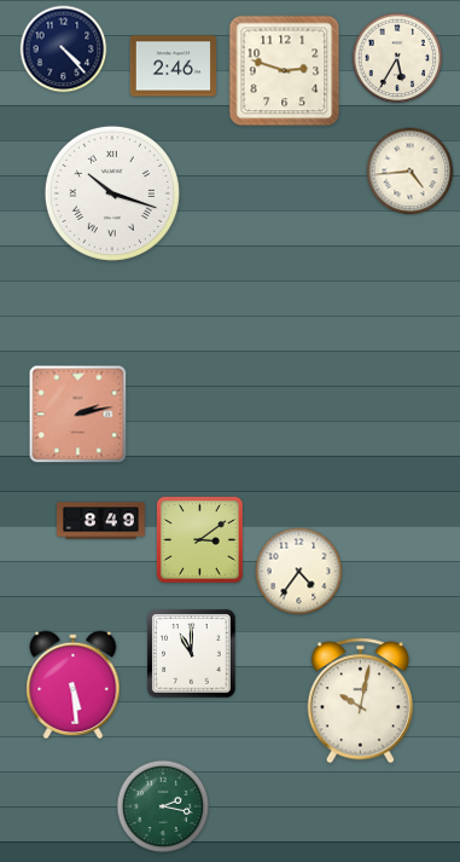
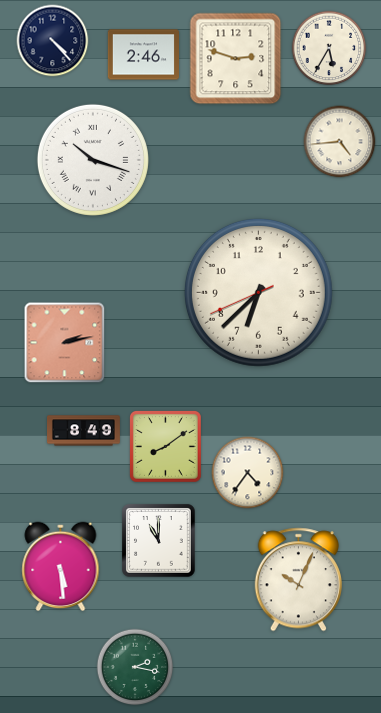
clock at (258, 292): none -> 6:37
clock at (199, 539): 3:09 -> 8:09
clock at (360, 701): 10:02 -> 10:04
